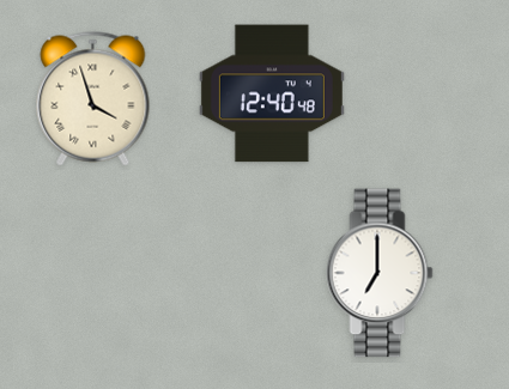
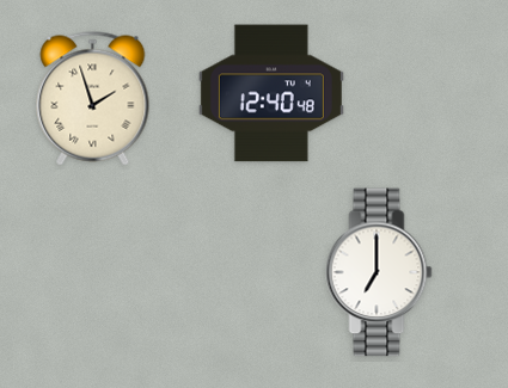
clock at (93, 99): 3:57 -> 1:57
